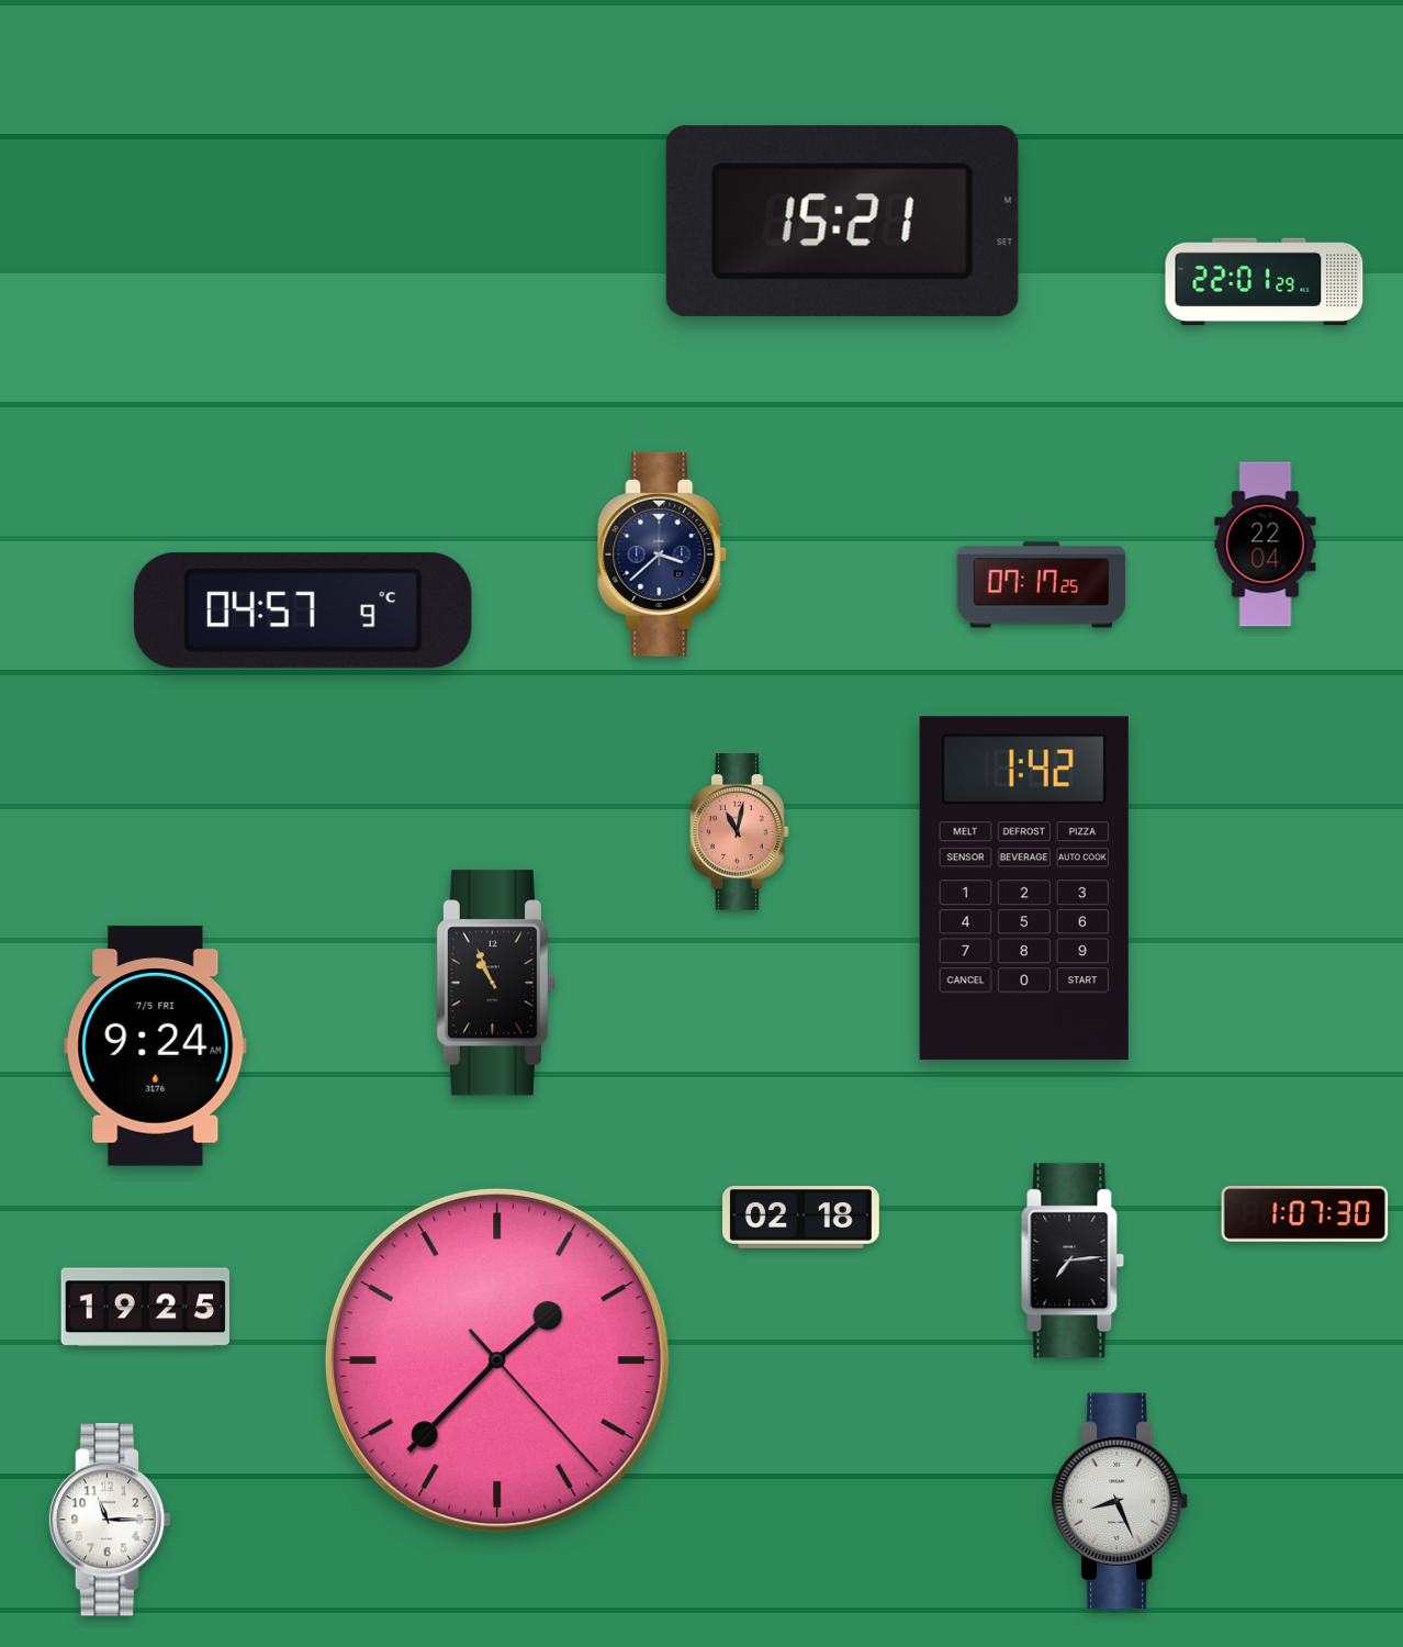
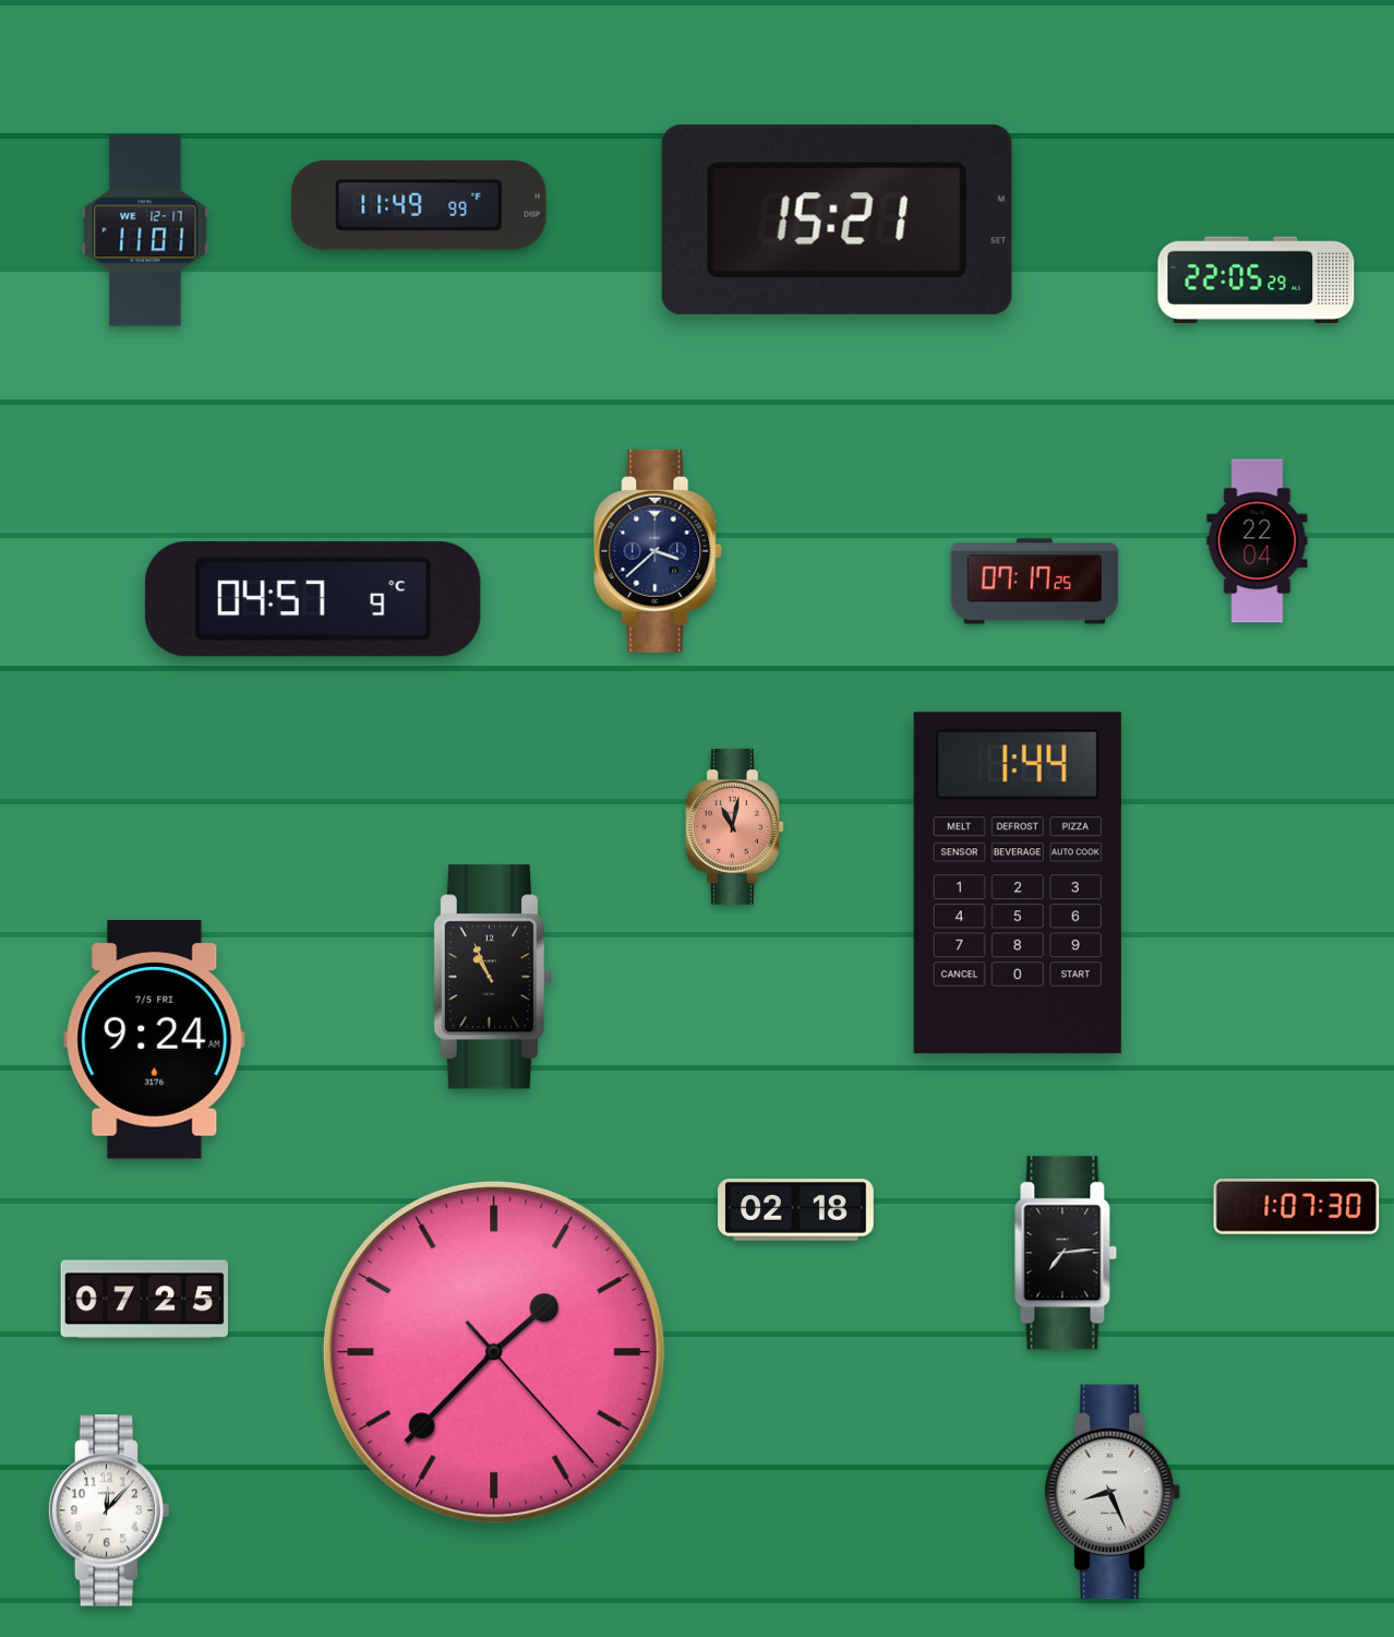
clock at (419, 206): none -> 11:49
clock at (145, 230): none -> 11:01
clock at (1265, 281): 22:01 -> 22:05
clock at (303, 612) position: (303, 612) -> (313, 600)
clock at (1024, 888): 1:42 -> 1:44
clock at (145, 1308): 19:25 -> 07:25
clock at (110, 1520): 11:15 -> 12:07
